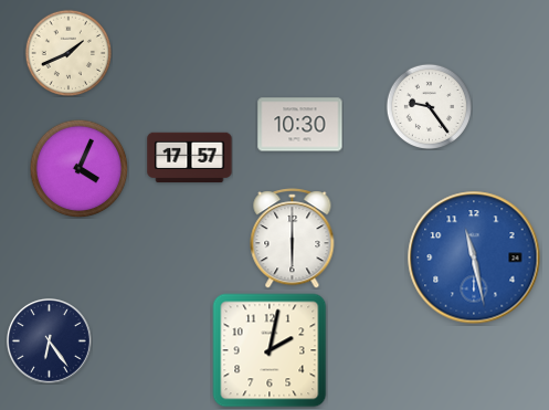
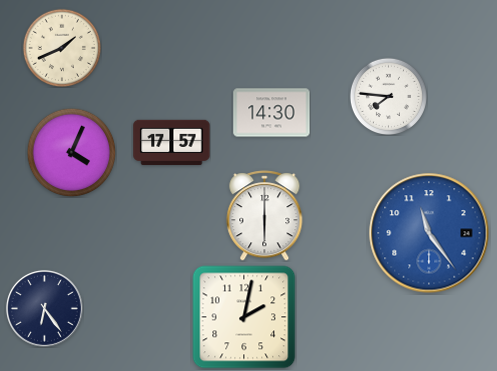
clock at (429, 106): 9:24 -> 7:46
clock at (300, 125): 10:30 -> 14:30
clock at (474, 257): 11:28 -> 11:24
